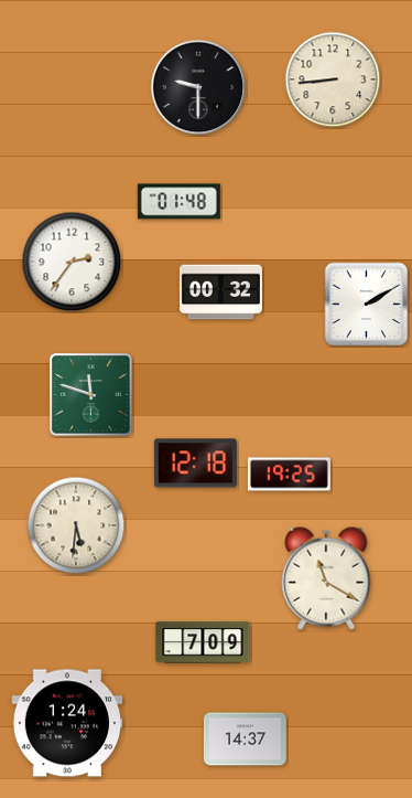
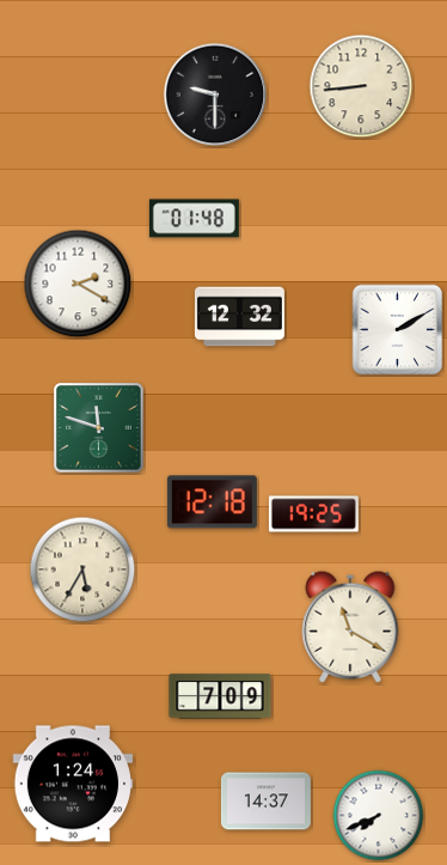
clock at (72, 262): 2:36 -> 2:20
clock at (220, 292): 00:32 -> 12:32
clock at (76, 525): 5:31 -> 5:35
clock at (326, 578) position: (326, 578) -> (350, 627)
clock at (379, 816): none -> 7:41
